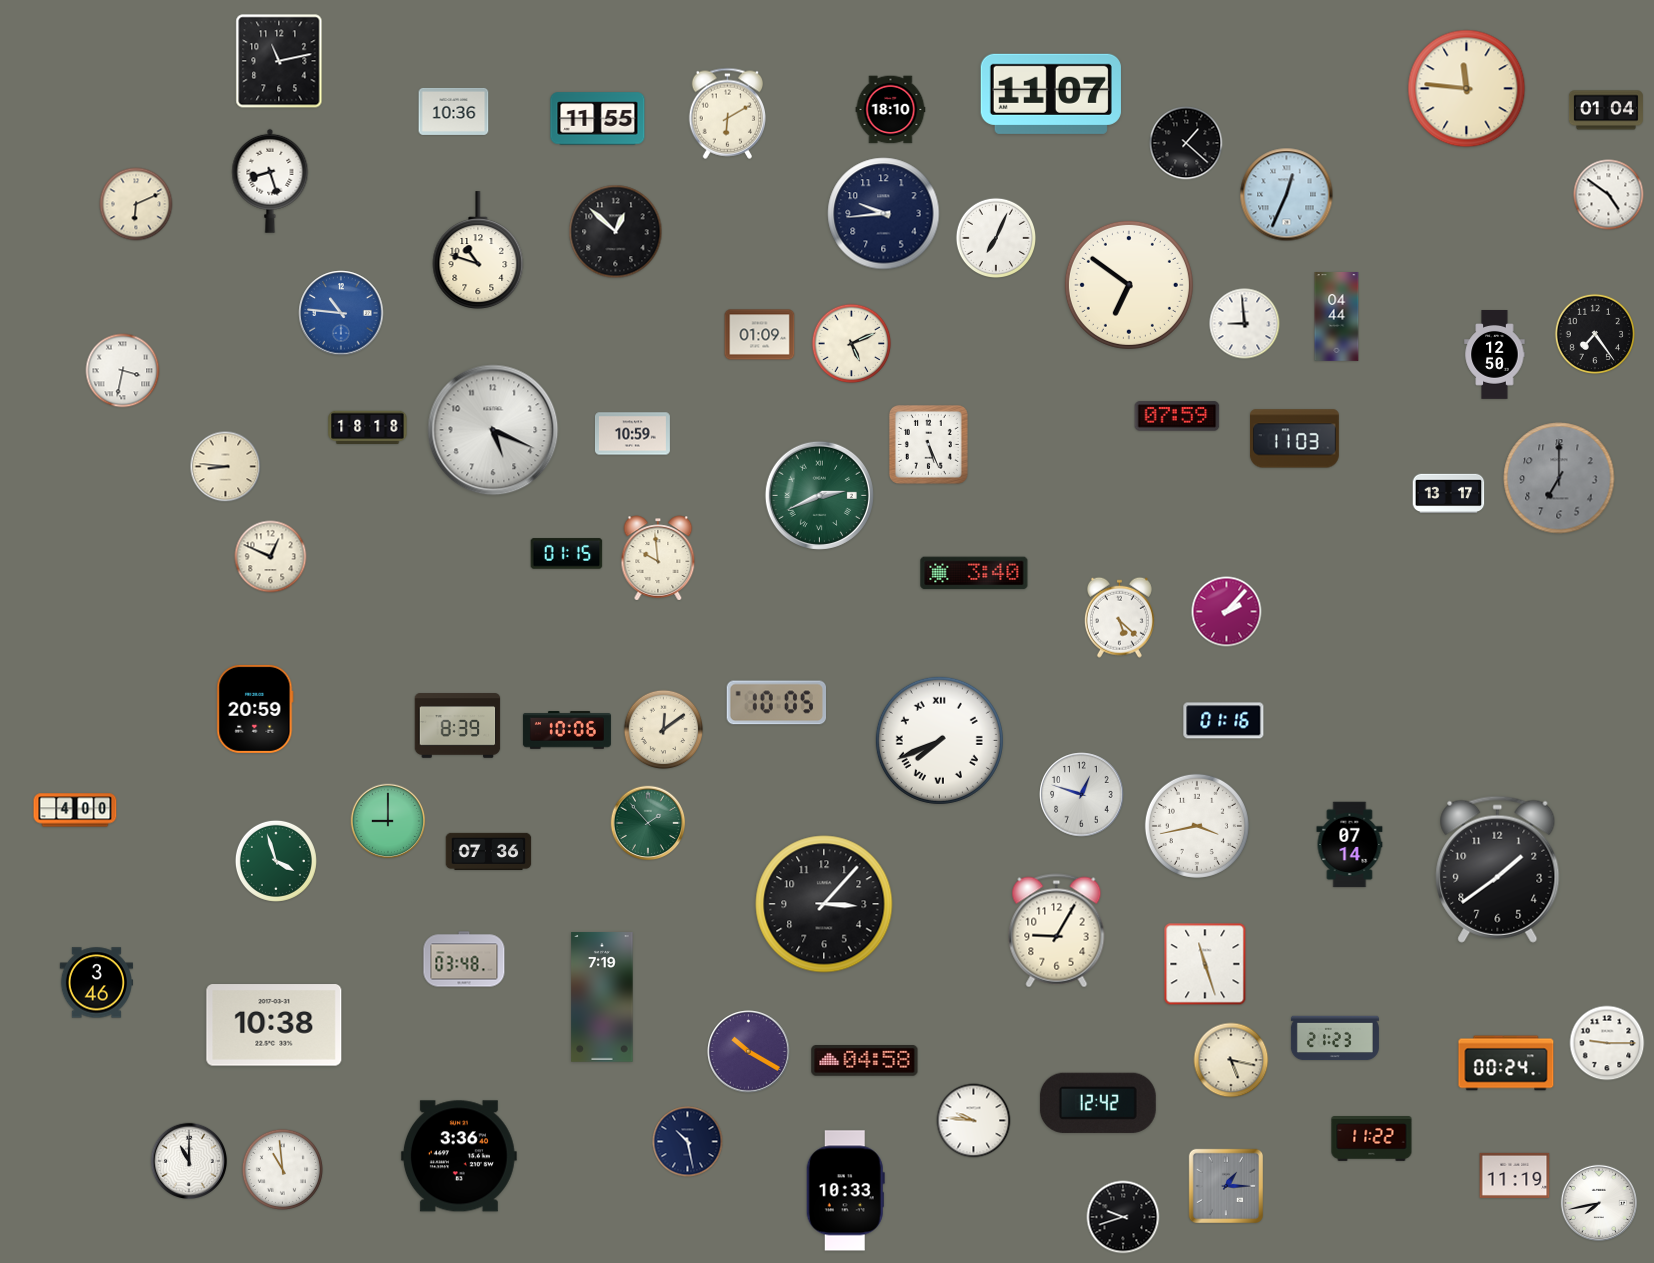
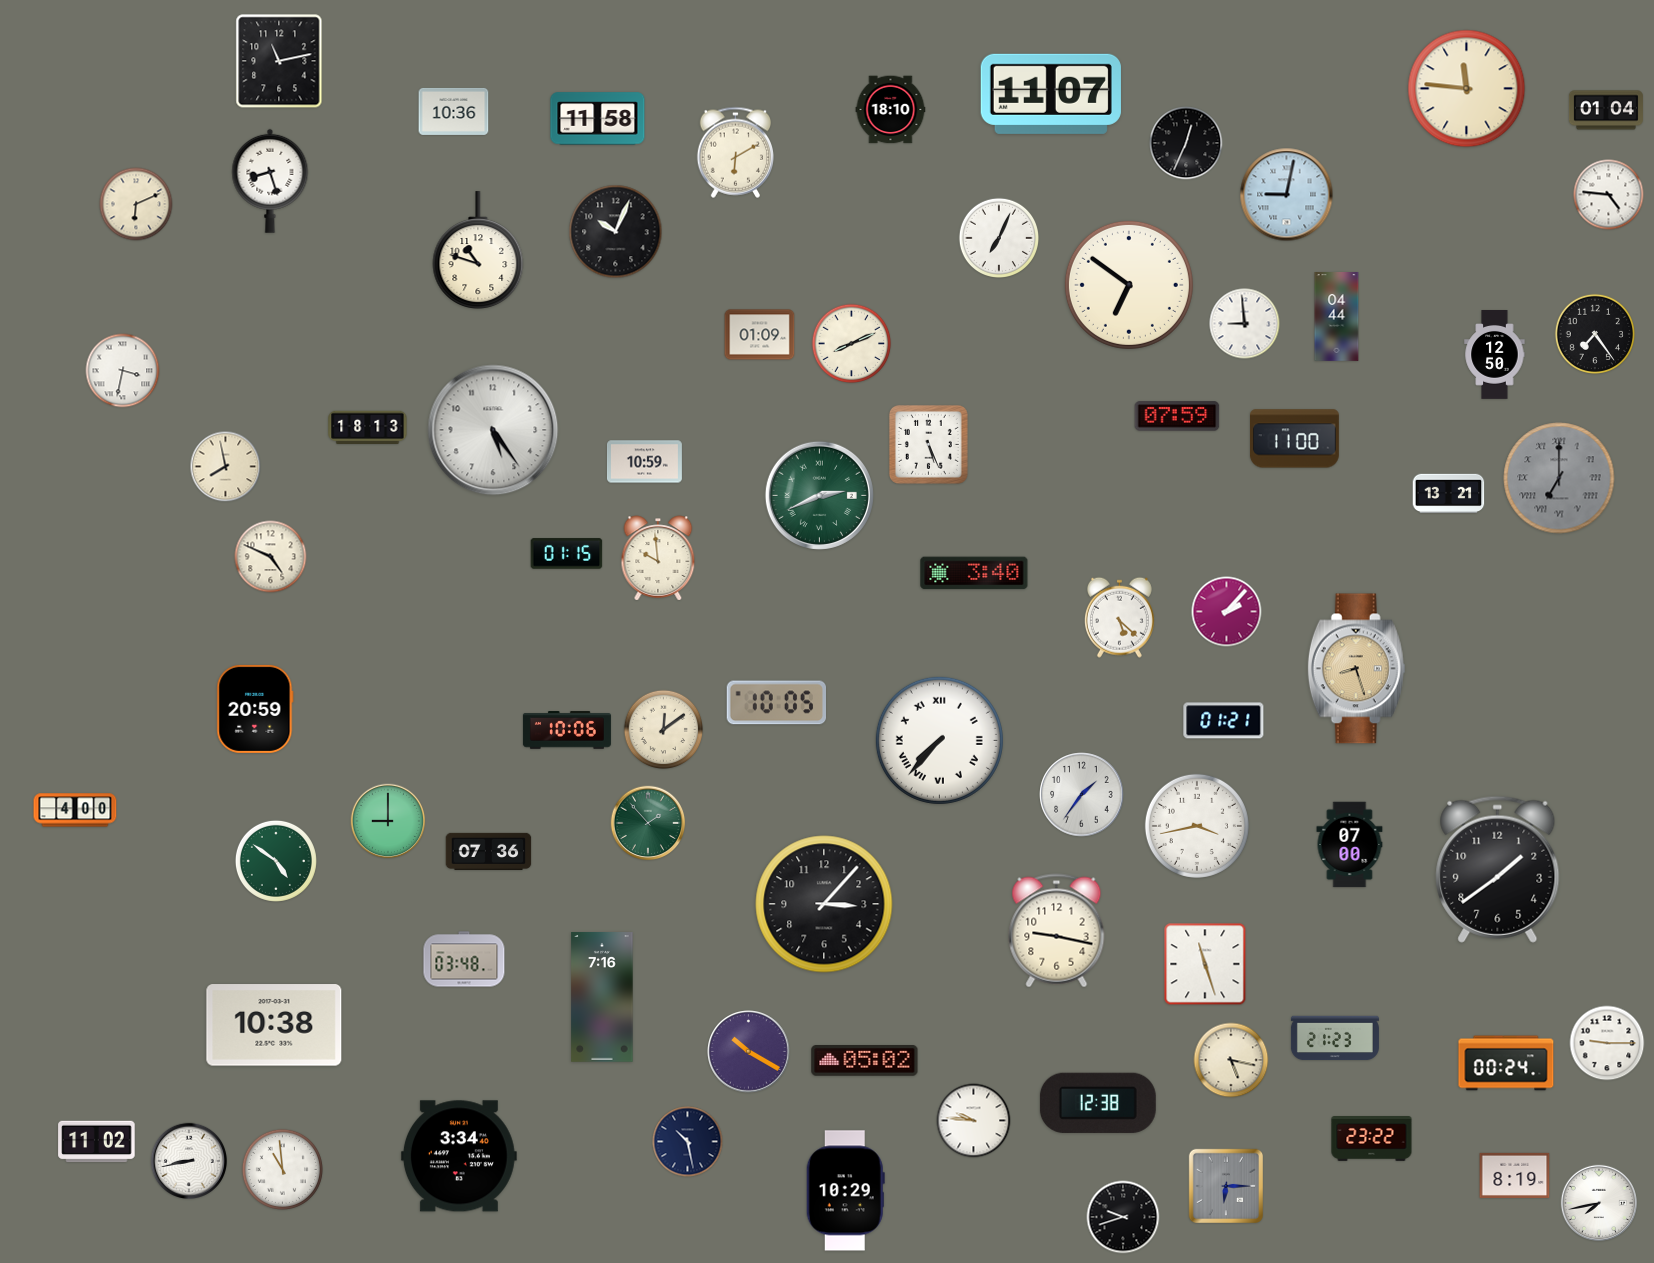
clock at (727, 113) position: (727, 113) -> (735, 152)
clock at (598, 119): 11:55 -> 11:58
clock at (1186, 143): 1:22 -> 12:34
clock at (1287, 195): 12:34 -> 9:02
clock at (1609, 195): 4:51 -> 4:46
clock at (884, 214): 9:44 -> none
clock at (616, 232): 12:52 -> 10:04
clock at (995, 237) position: (995, 237) -> (998, 237)
clock at (341, 313): 10:46 -> none
clock at (852, 344): 5:11 -> 8:11
clock at (368, 427): 18:18 -> 18:13
clock at (493, 430): 5:19 -> 5:24
clock at (632, 434) position: (632, 434) -> (644, 462)
clock at (1294, 439): 11:03 -> 11:00
clock at (226, 467): 8:46 -> 7:58
clock at (1559, 478) numerals: Arabic -> Roman
clock at (1449, 494): 13:17 -> 13:21
clock at (271, 557): 12:49 -> 4:49
clock at (1356, 669): none -> 8:27
clock at (1224, 721): 01:16 -> 01:21
clock at (458, 726): 8:39 -> none
clock at (939, 740): 7:41 -> 7:37
clock at (1082, 795): 12:48 -> 1:36
clock at (1350, 845): 07:14 -> 07:00
clock at (276, 861): 3:57 -> 4:51
clock at (1057, 931): 9:05 -> 9:17
clock at (96, 983): 3:46 -> none
clock at (602, 997): 7:19 -> 7:16
clock at (865, 1061): 04:58 -> 05:02
clock at (1098, 1103): 12:42 -> 12:38
clock at (1372, 1139): 11:22 -> 23:22
clock at (97, 1142): none -> 11:02
clock at (459, 1156): 3:36 -> 3:34
clock at (188, 1160): 11:00 -> 8:43
clock at (1515, 1175): 11:19 -> 8:19
clock at (1225, 1185): 1:15 -> 6:15
clock at (845, 1191): 10:33 -> 10:29
